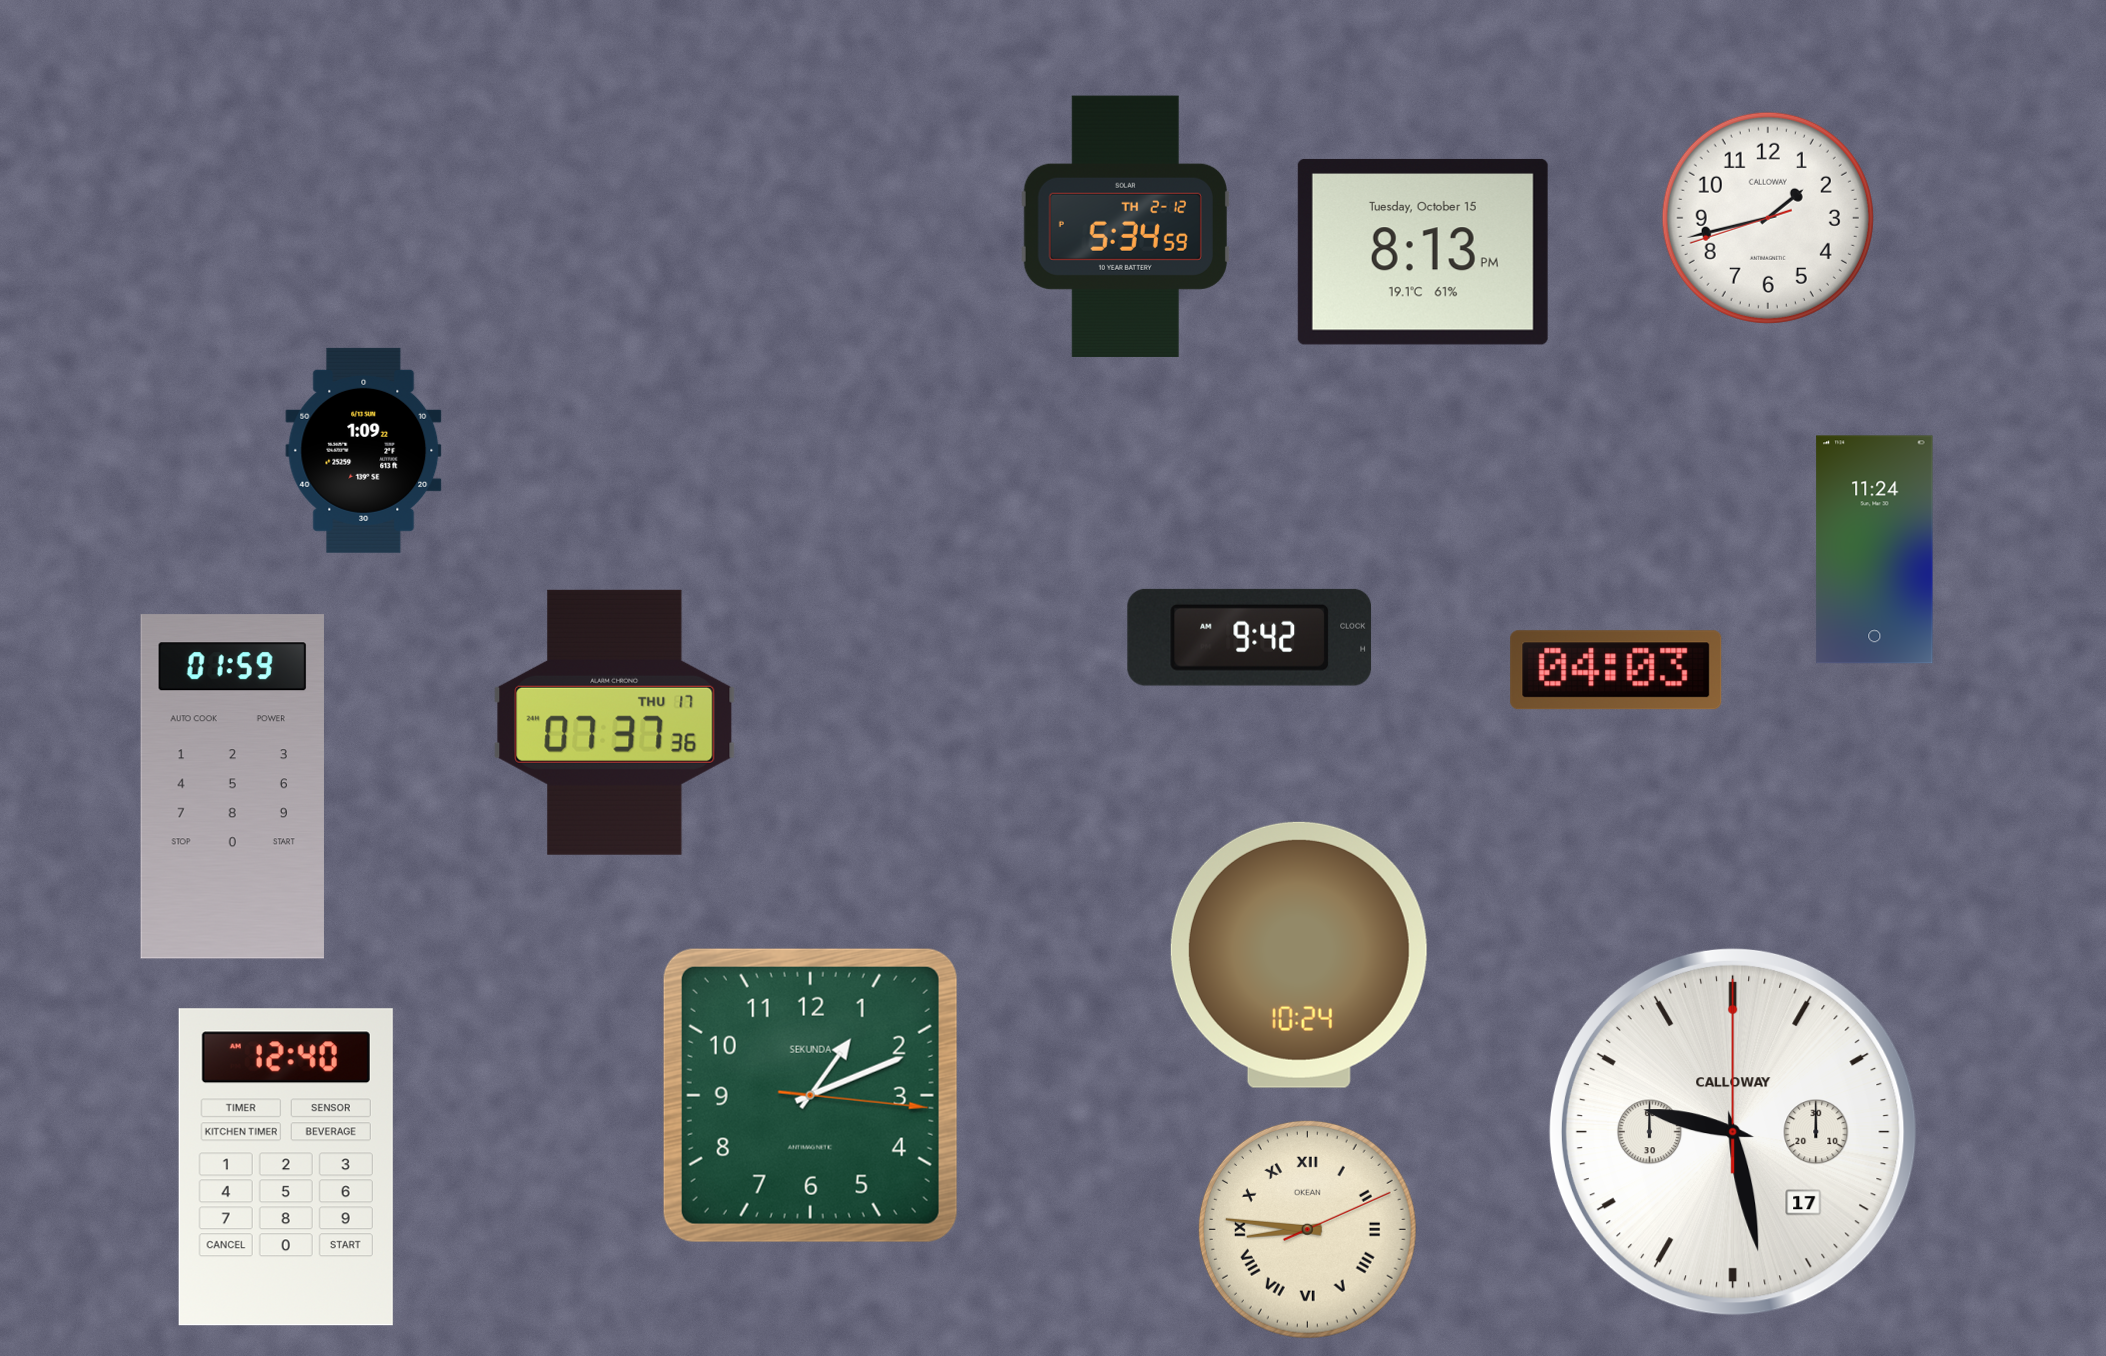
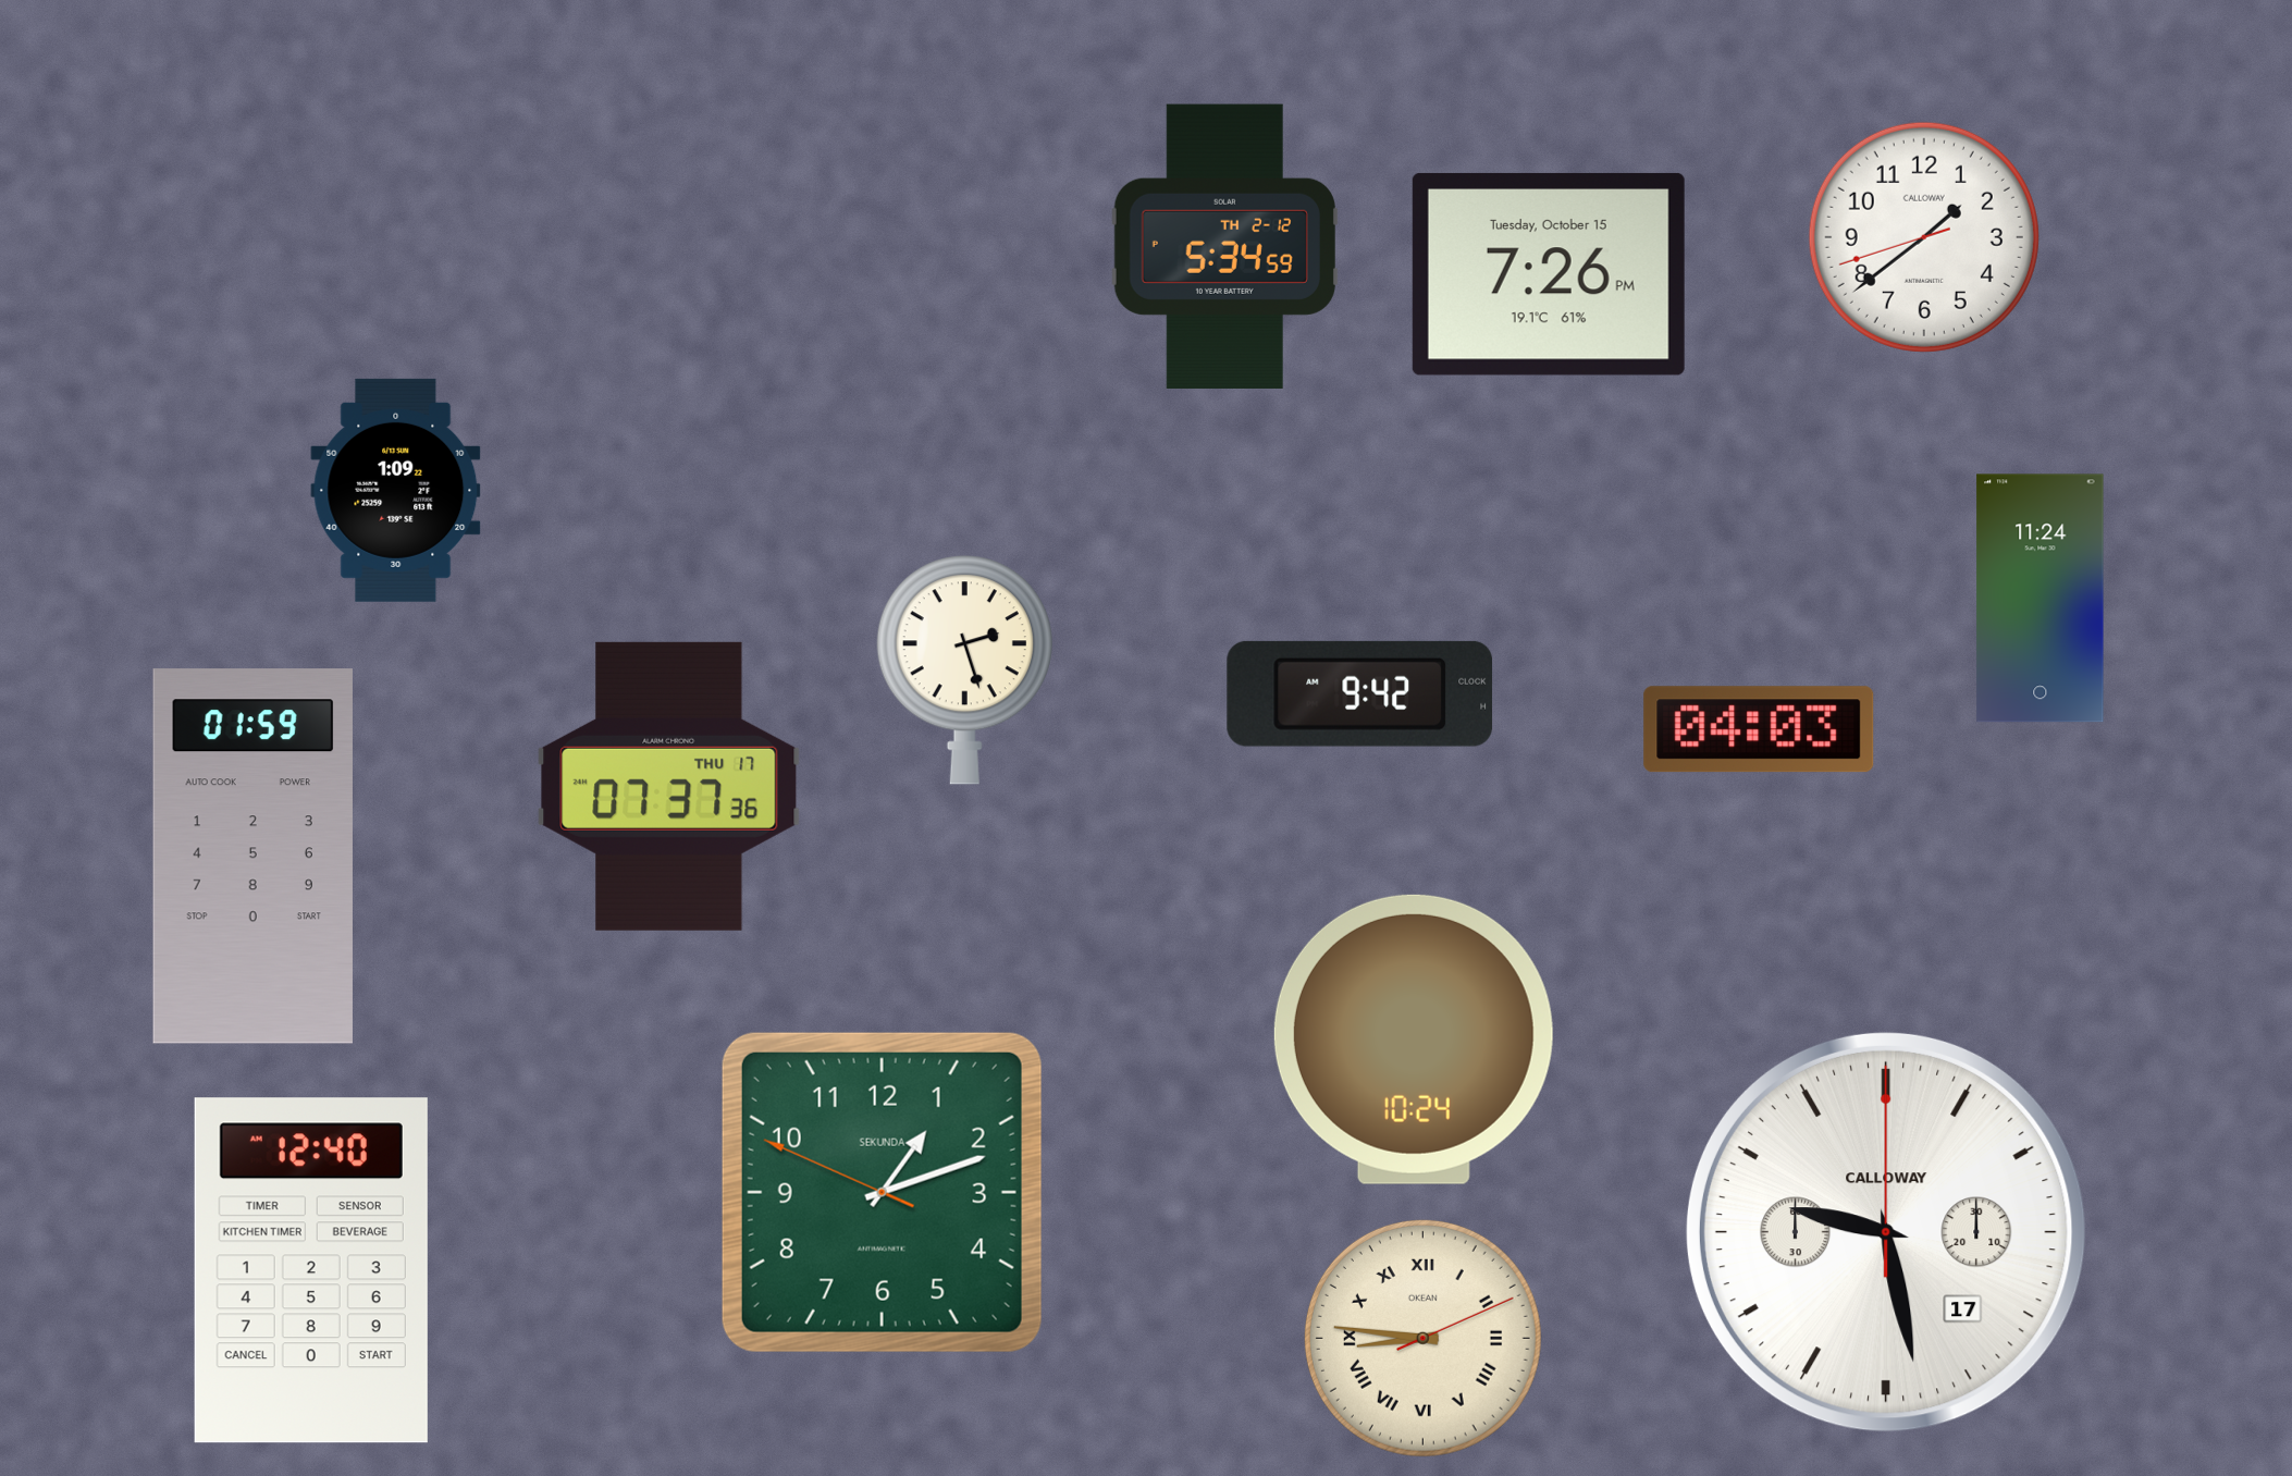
clock at (1768, 218): 1:42 -> 1:38
clock at (1423, 252): 8:13 -> 7:26
clock at (964, 671): none -> 2:27
clock at (810, 1095): 1:11:16 -> 1:11:49
